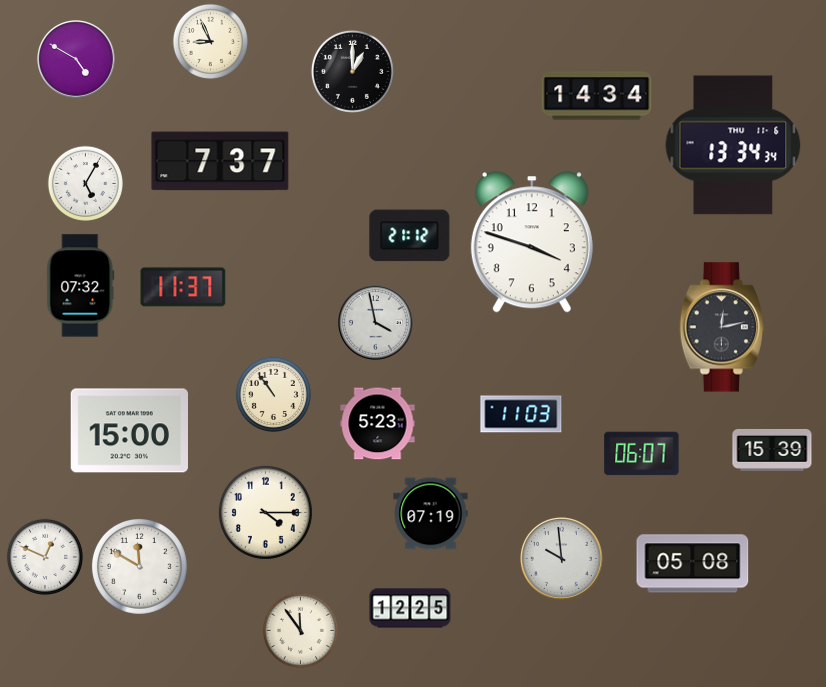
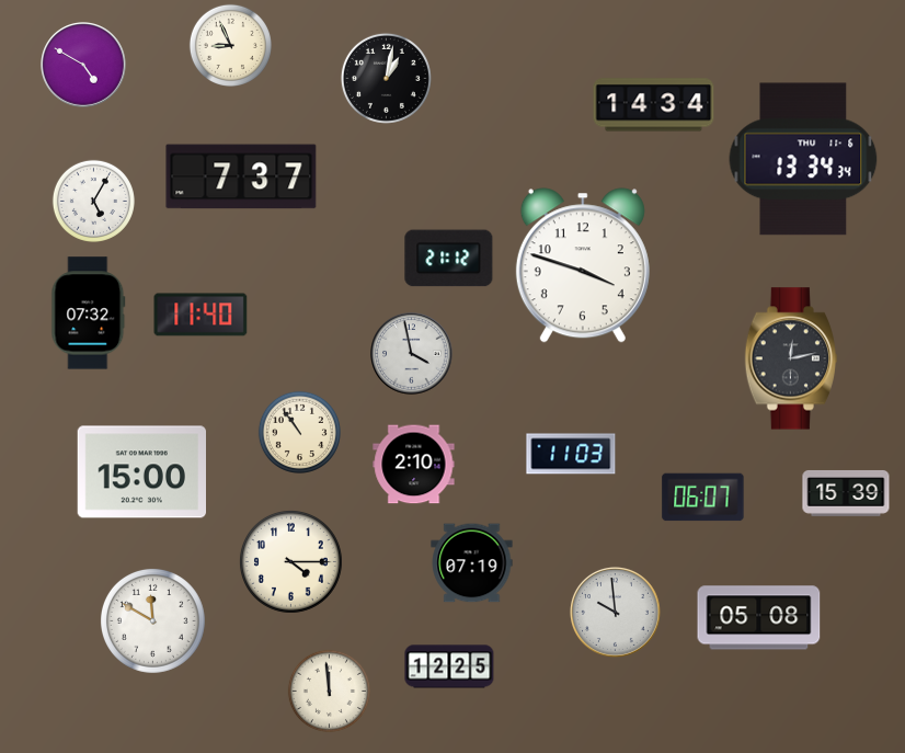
clock at (352, 71): 1:00 -> 1:02
clock at (183, 287): 11:37 -> 11:40
clock at (378, 424): 5:23 -> 2:10
clock at (45, 557): 12:49 -> none
clock at (300, 630): 11:54 -> 11:59
